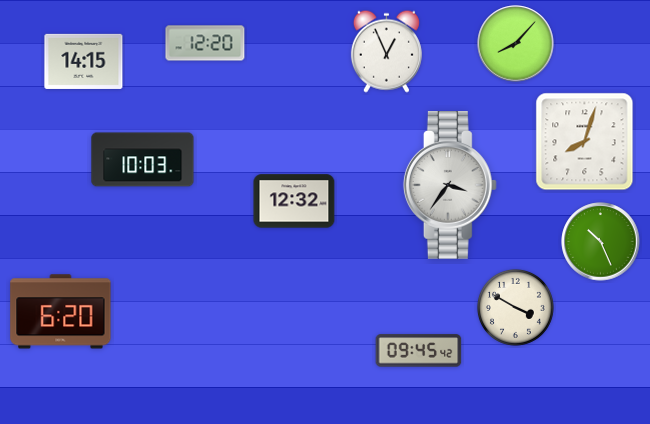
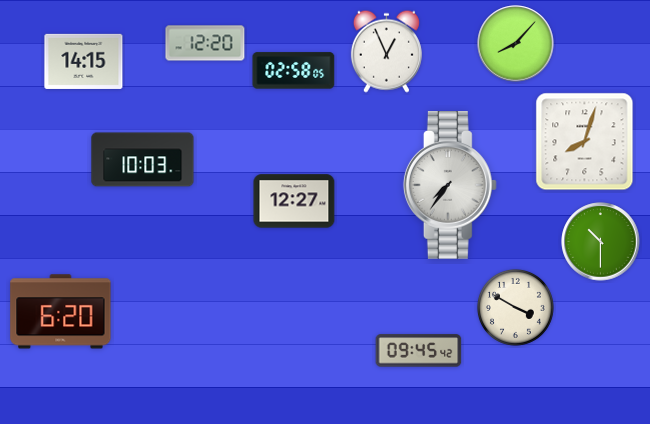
clock at (294, 71): none -> 02:58
clock at (450, 186): 3:36 -> 7:36
clock at (294, 201): 12:32 -> 12:27
clock at (601, 242): 10:26 -> 10:30
